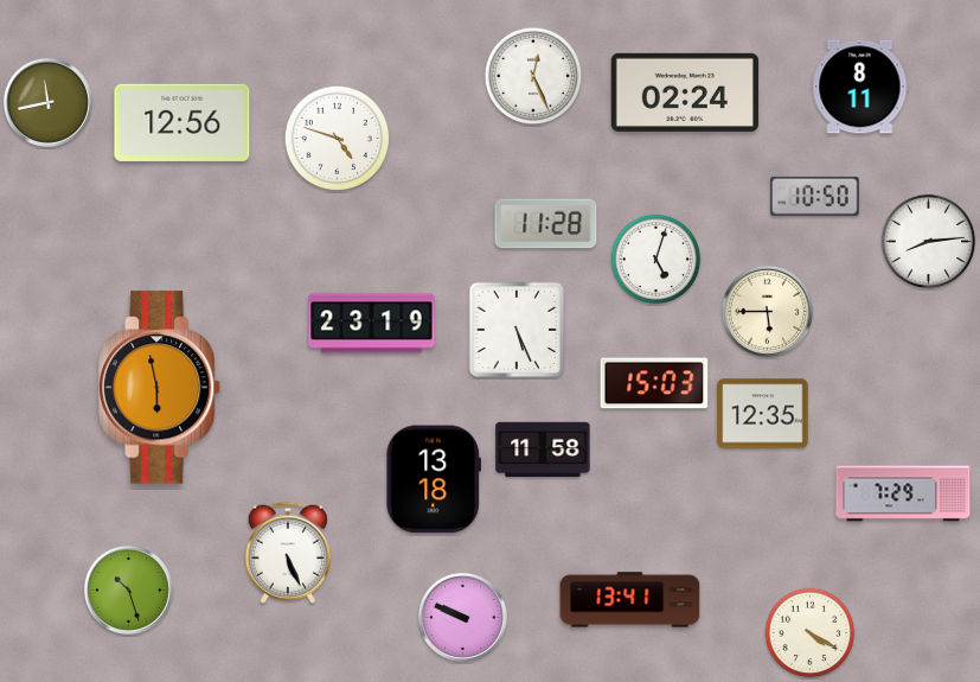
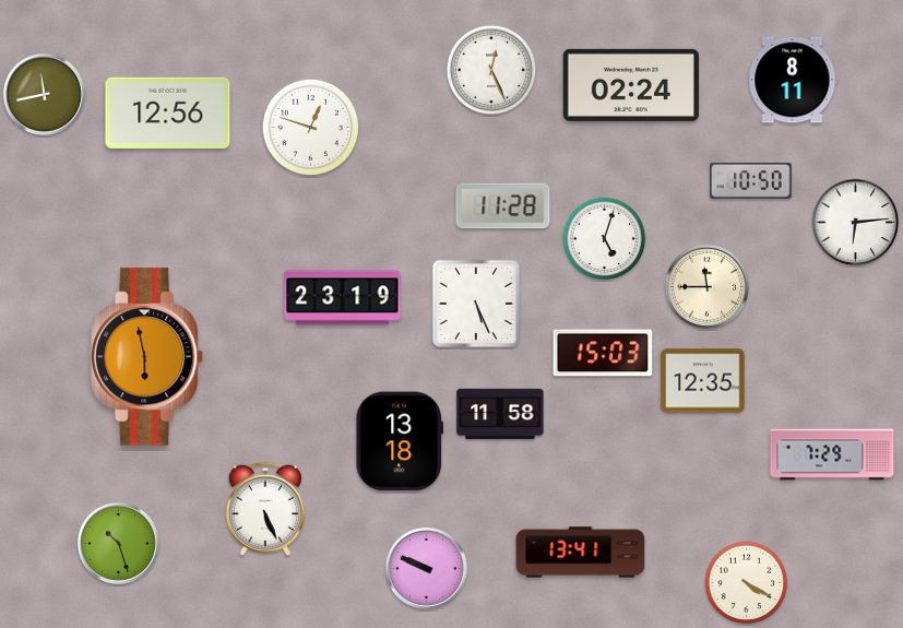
clock at (338, 139): 4:48 -> 12:48
clock at (929, 242): 8:14 -> 6:14
clock at (767, 311): 5:45 -> 11:45
